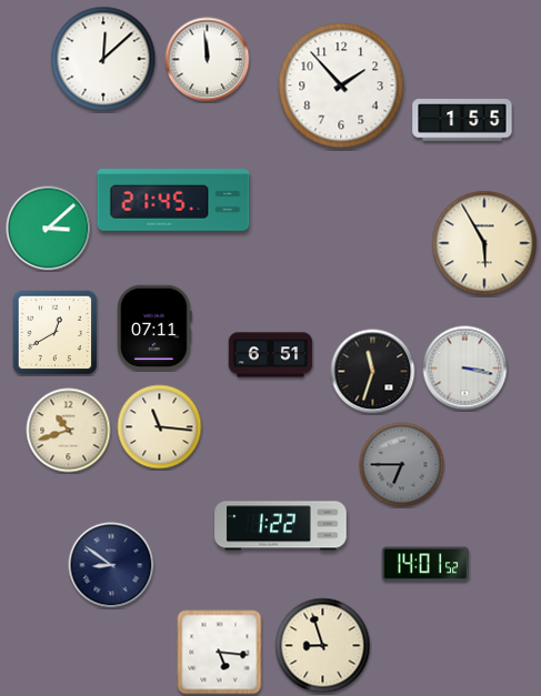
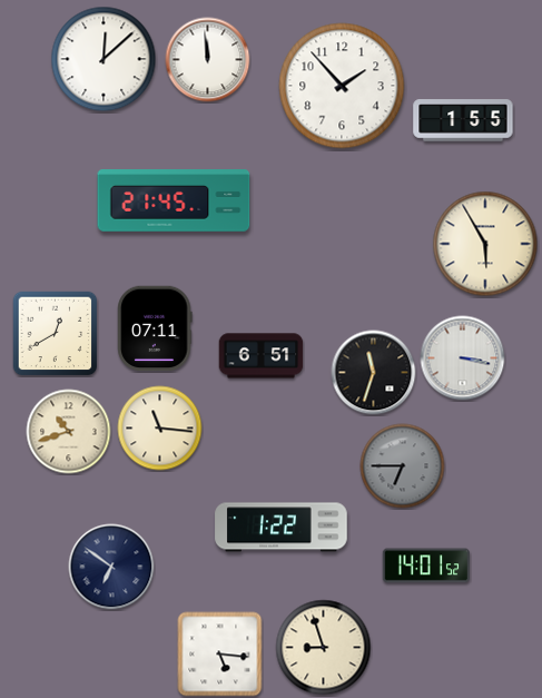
clock at (49, 229): 3:08 -> none
clock at (271, 355) position: (271, 355) -> (262, 356)
clock at (465, 369) position: (465, 369) -> (463, 358)
clock at (111, 565): 8:51 -> 6:51
